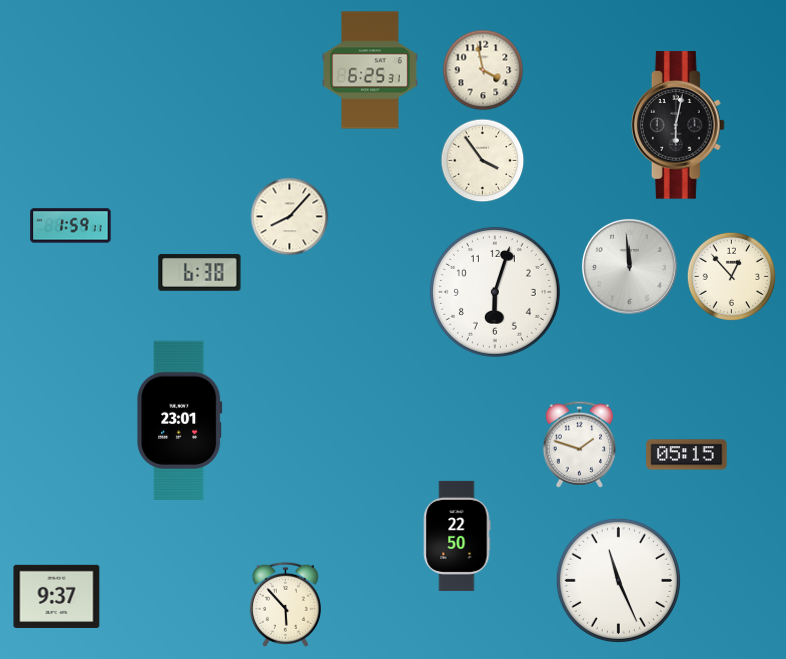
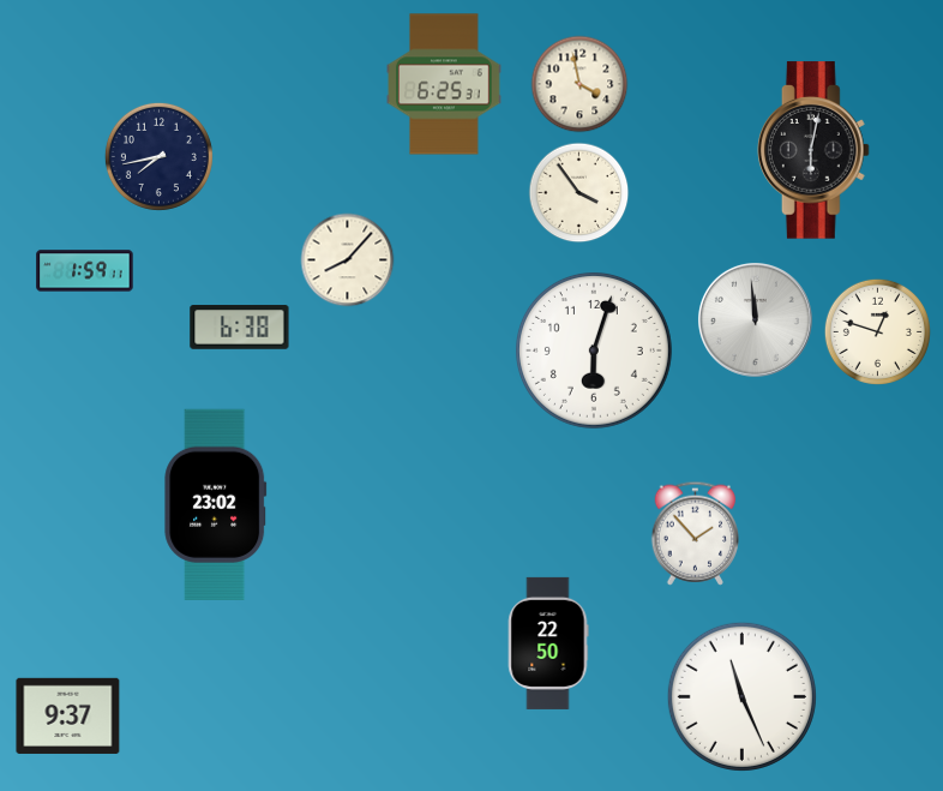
clock at (158, 156): none -> 7:43
clock at (731, 276): 12:53 -> 12:48
clock at (180, 420): 23:01 -> 23:02
clock at (580, 444): 1:48 -> 1:53
clock at (687, 455): 05:15 -> none
clock at (285, 604): 5:53 -> none
